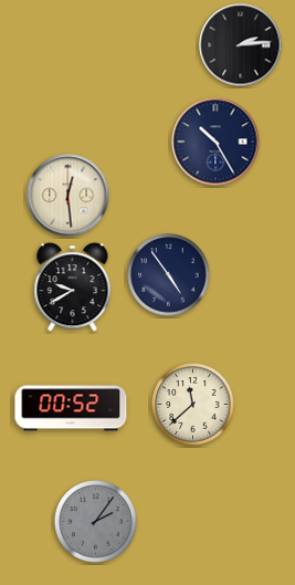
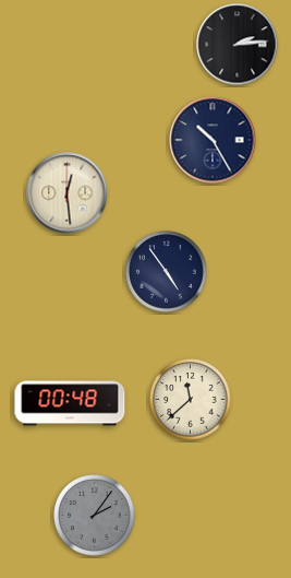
clock at (73, 288): 9:40 -> none
clock at (71, 408): 00:52 -> 00:48
